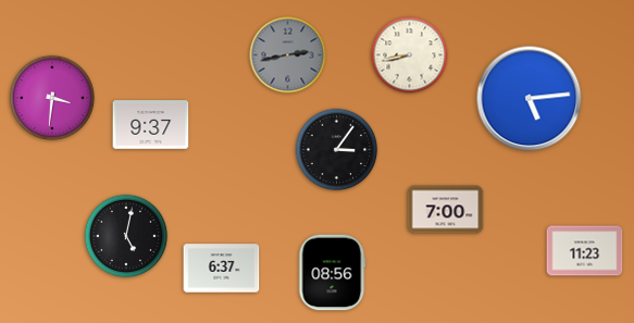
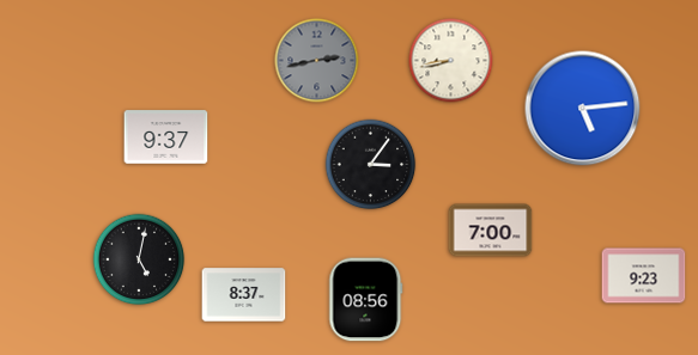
clock at (51, 97): 3:31 -> none
clock at (585, 251): 11:23 -> 9:23
clock at (222, 269): 6:37 -> 8:37
